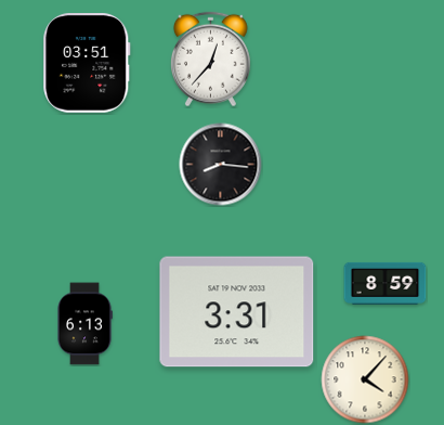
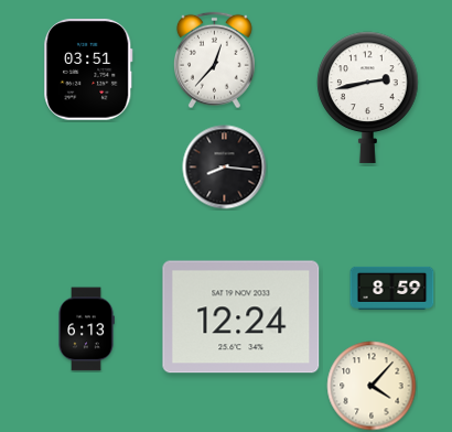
clock at (87, 64) position: (87, 64) -> (88, 71)
clock at (368, 97): none -> 2:43
clock at (237, 312): 3:31 -> 12:24
